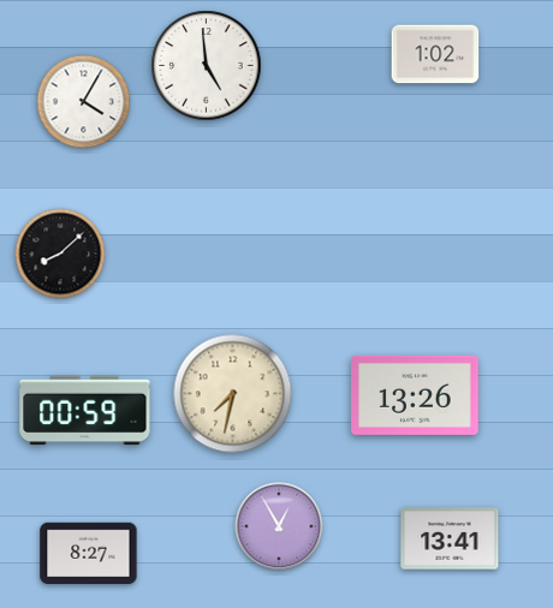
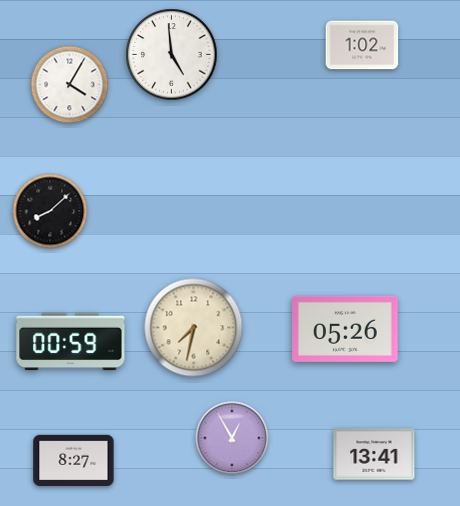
clock at (415, 395): 13:26 -> 05:26
clock at (450, 538) position: (450, 538) -> (374, 454)
